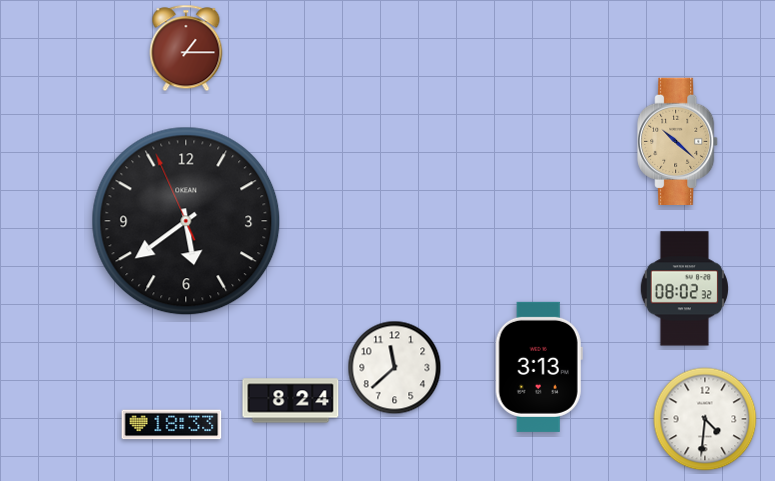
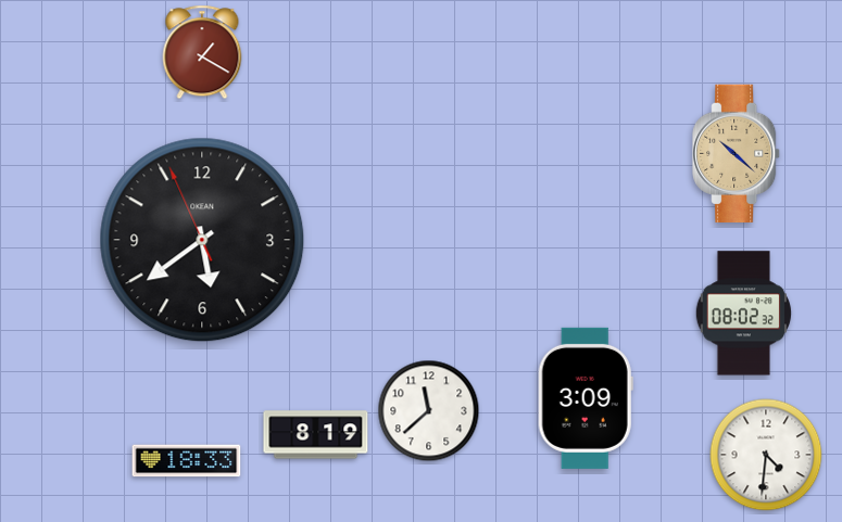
clock at (186, 48): 1:15 -> 1:20
clock at (539, 367): 3:13 -> 3:09
clock at (395, 368) position: (395, 368) -> (429, 411)
clock at (291, 401): 8:24 -> 8:19
